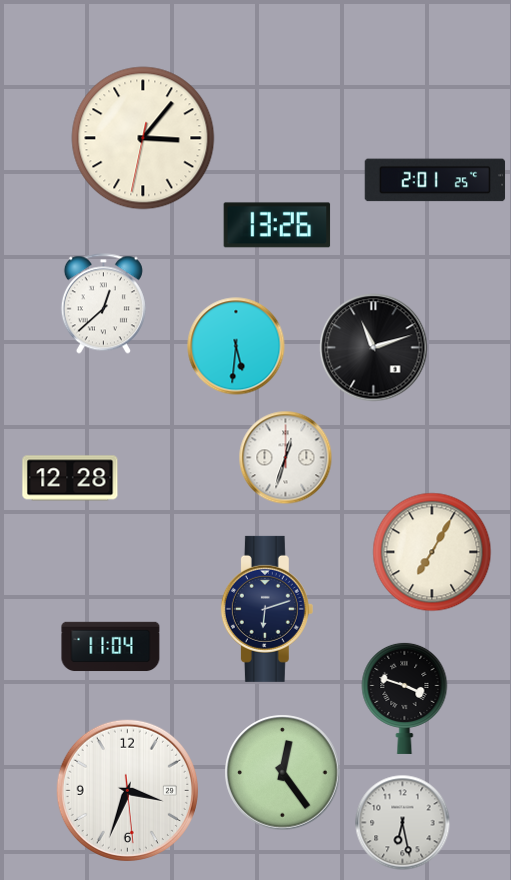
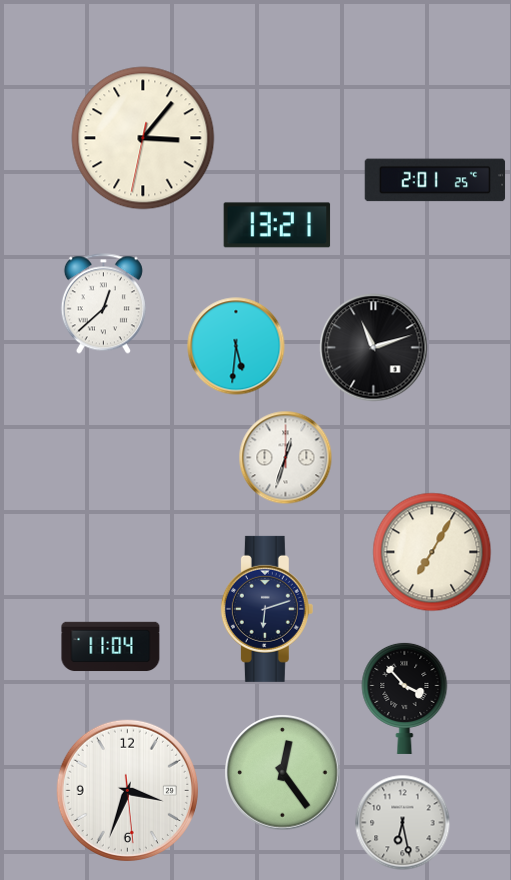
clock at (277, 225): 13:26 -> 13:21
clock at (70, 478): 12:28 -> none
clock at (405, 698): 3:48 -> 3:53
